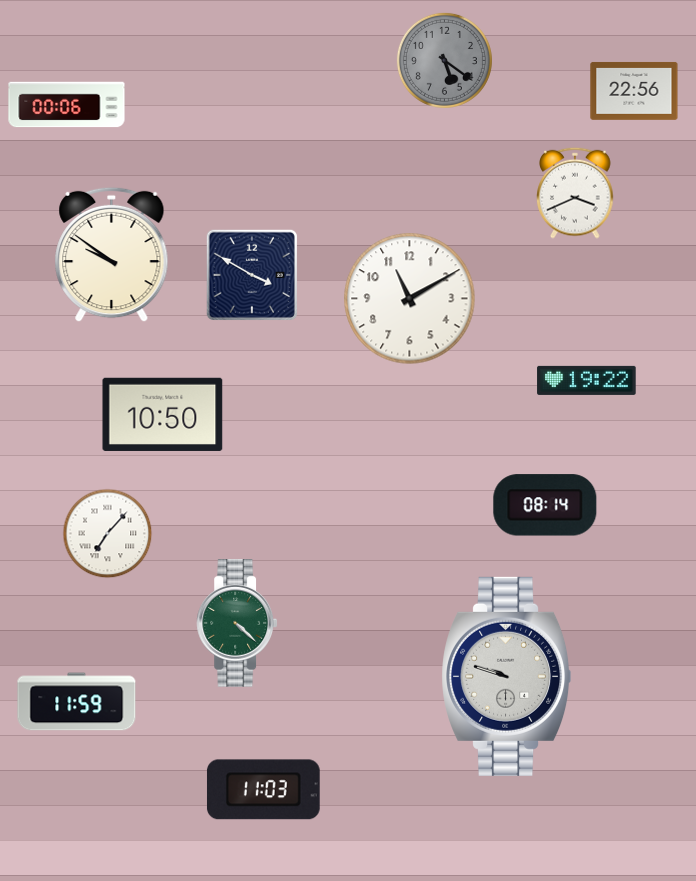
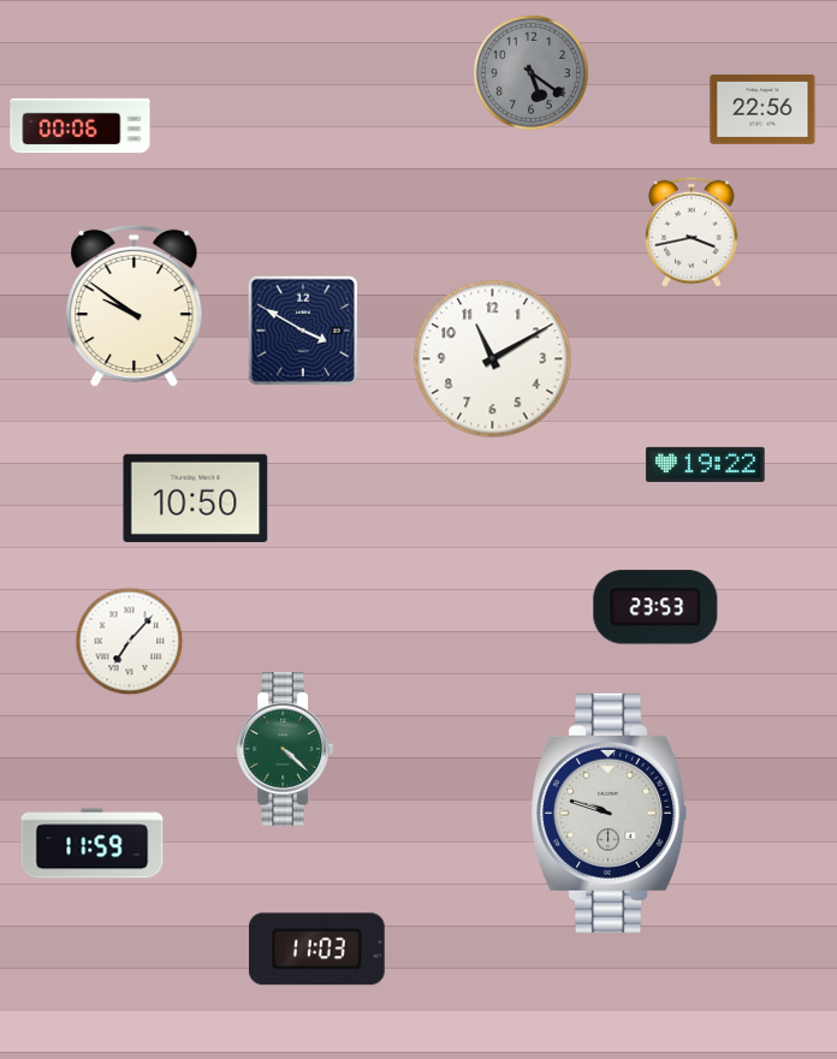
clock at (444, 60) position: (444, 60) -> (530, 72)
clock at (575, 193): 3:41 -> 3:43
clock at (587, 380) position: (587, 380) -> (706, 464)
clock at (545, 505): 08:14 -> 23:53
